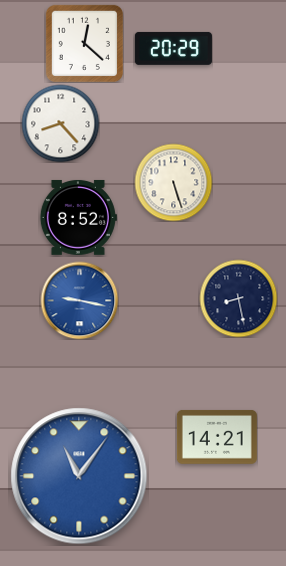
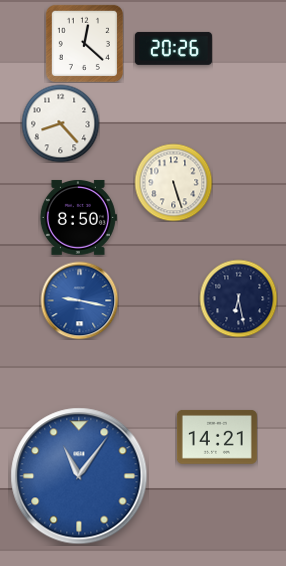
clock at (173, 48): 20:29 -> 20:26
clock at (78, 217): 8:52 -> 8:50
clock at (238, 298): 8:28 -> 6:28
